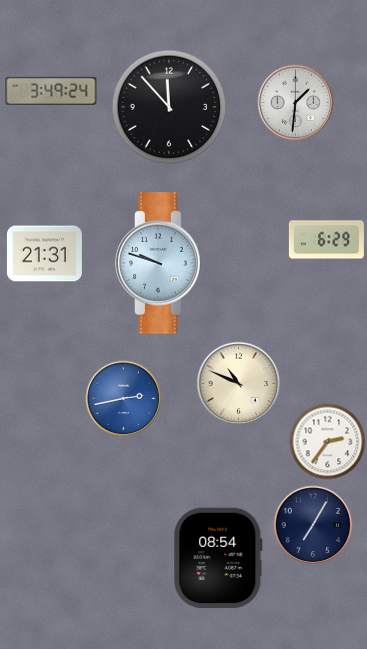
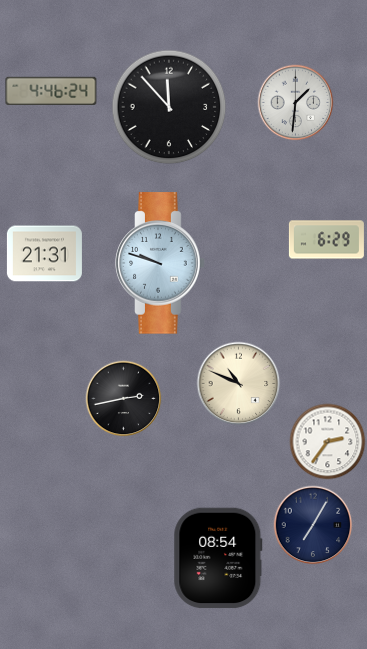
clock at (51, 90): 3:49 -> 4:46
clock at (124, 399) dial: blue -> black
